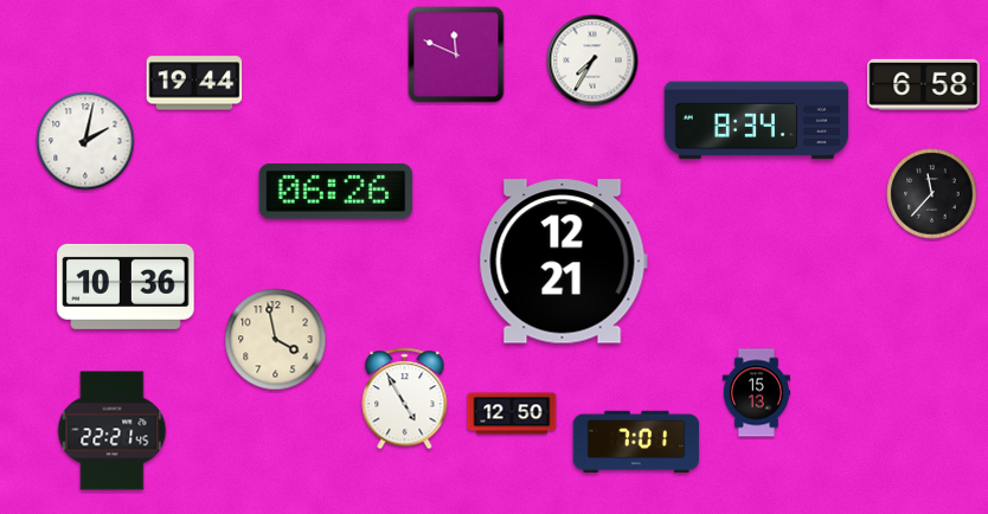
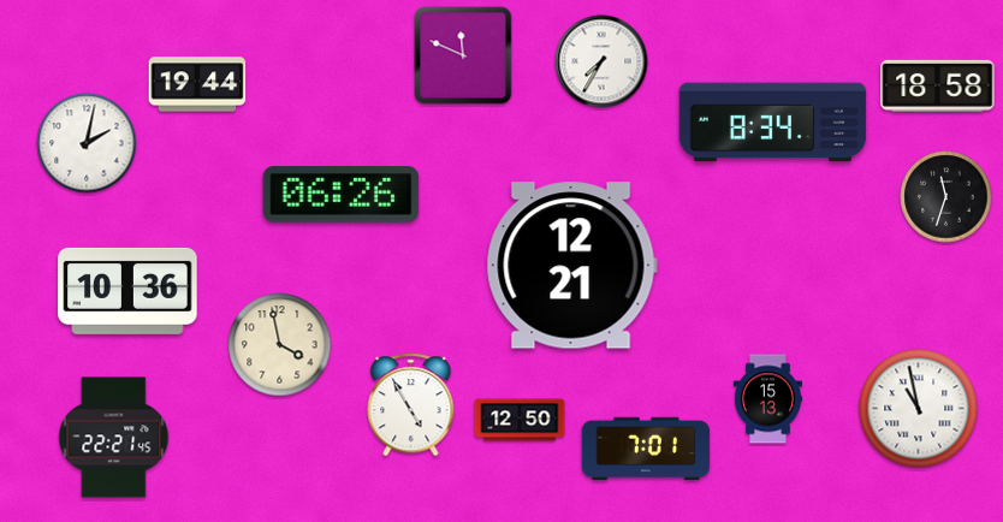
clock at (924, 84): 6:58 -> 18:58
clock at (757, 121) position: (757, 121) -> (773, 123)
clock at (932, 194): 11:37 -> 11:33
clock at (919, 409): none -> 10:58
